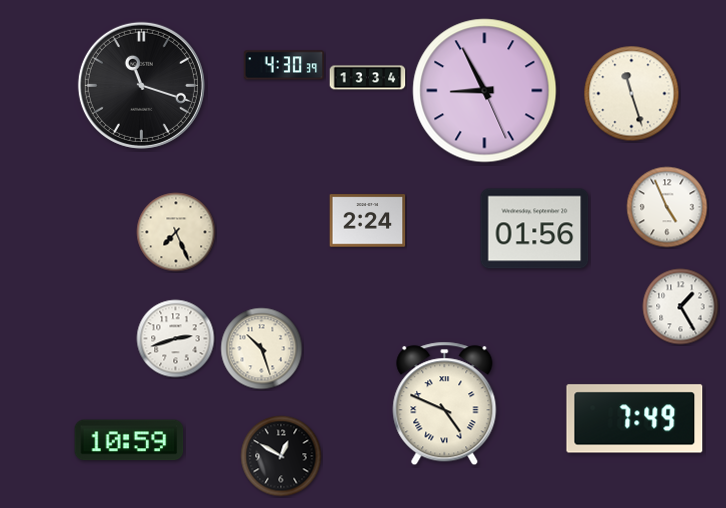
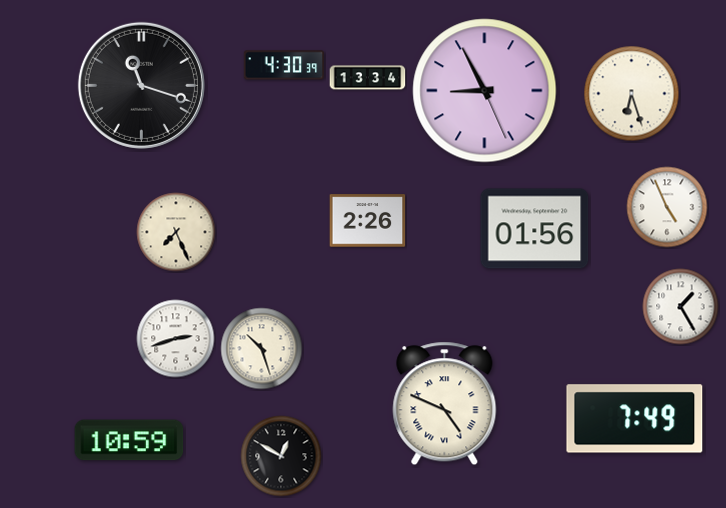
clock at (632, 94): 11:27 -> 6:27
clock at (368, 221): 2:24 -> 2:26
